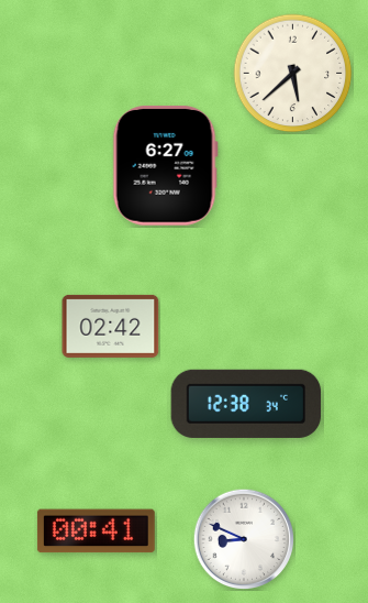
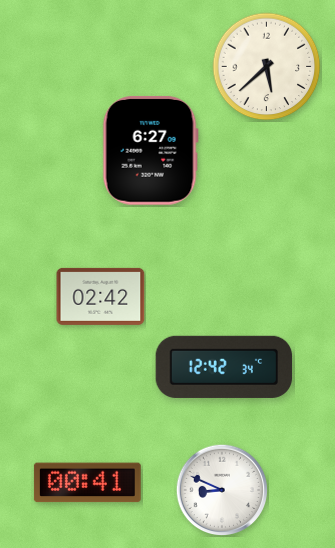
clock at (246, 404): 12:38 -> 12:42
